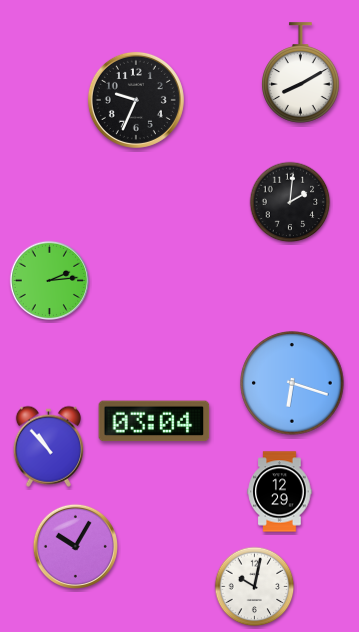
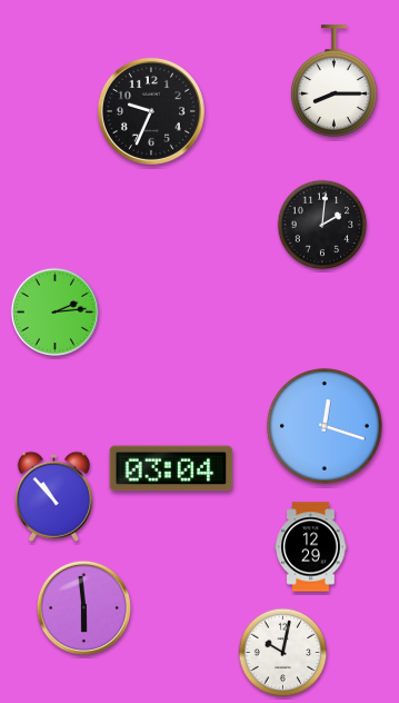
clock at (301, 73): 8:10 -> 8:15
clock at (292, 383): 6:18 -> 12:18
clock at (75, 546): 10:05 -> 5:59
